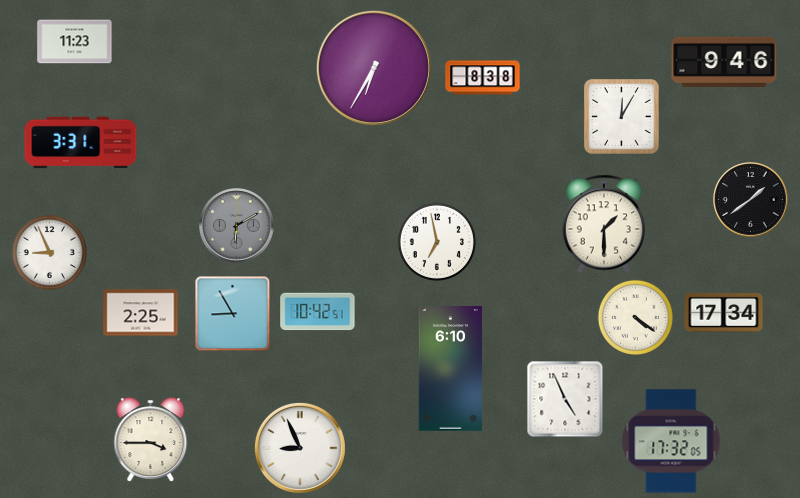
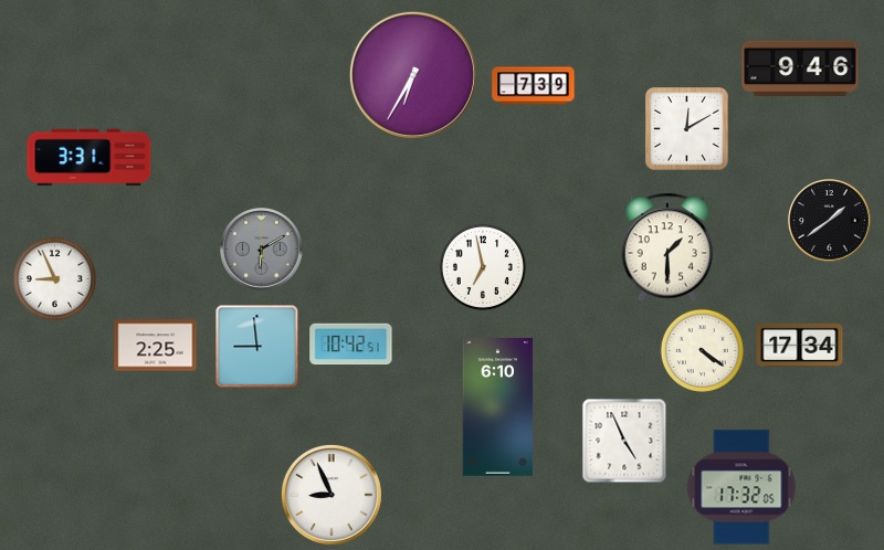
clock at (75, 42): 11:23 -> none
clock at (483, 78): 8:38 -> 7:39
clock at (622, 117): 12:05 -> 12:10
clock at (233, 314): 8:55 -> 8:59
clock at (151, 440): 3:45 -> none
